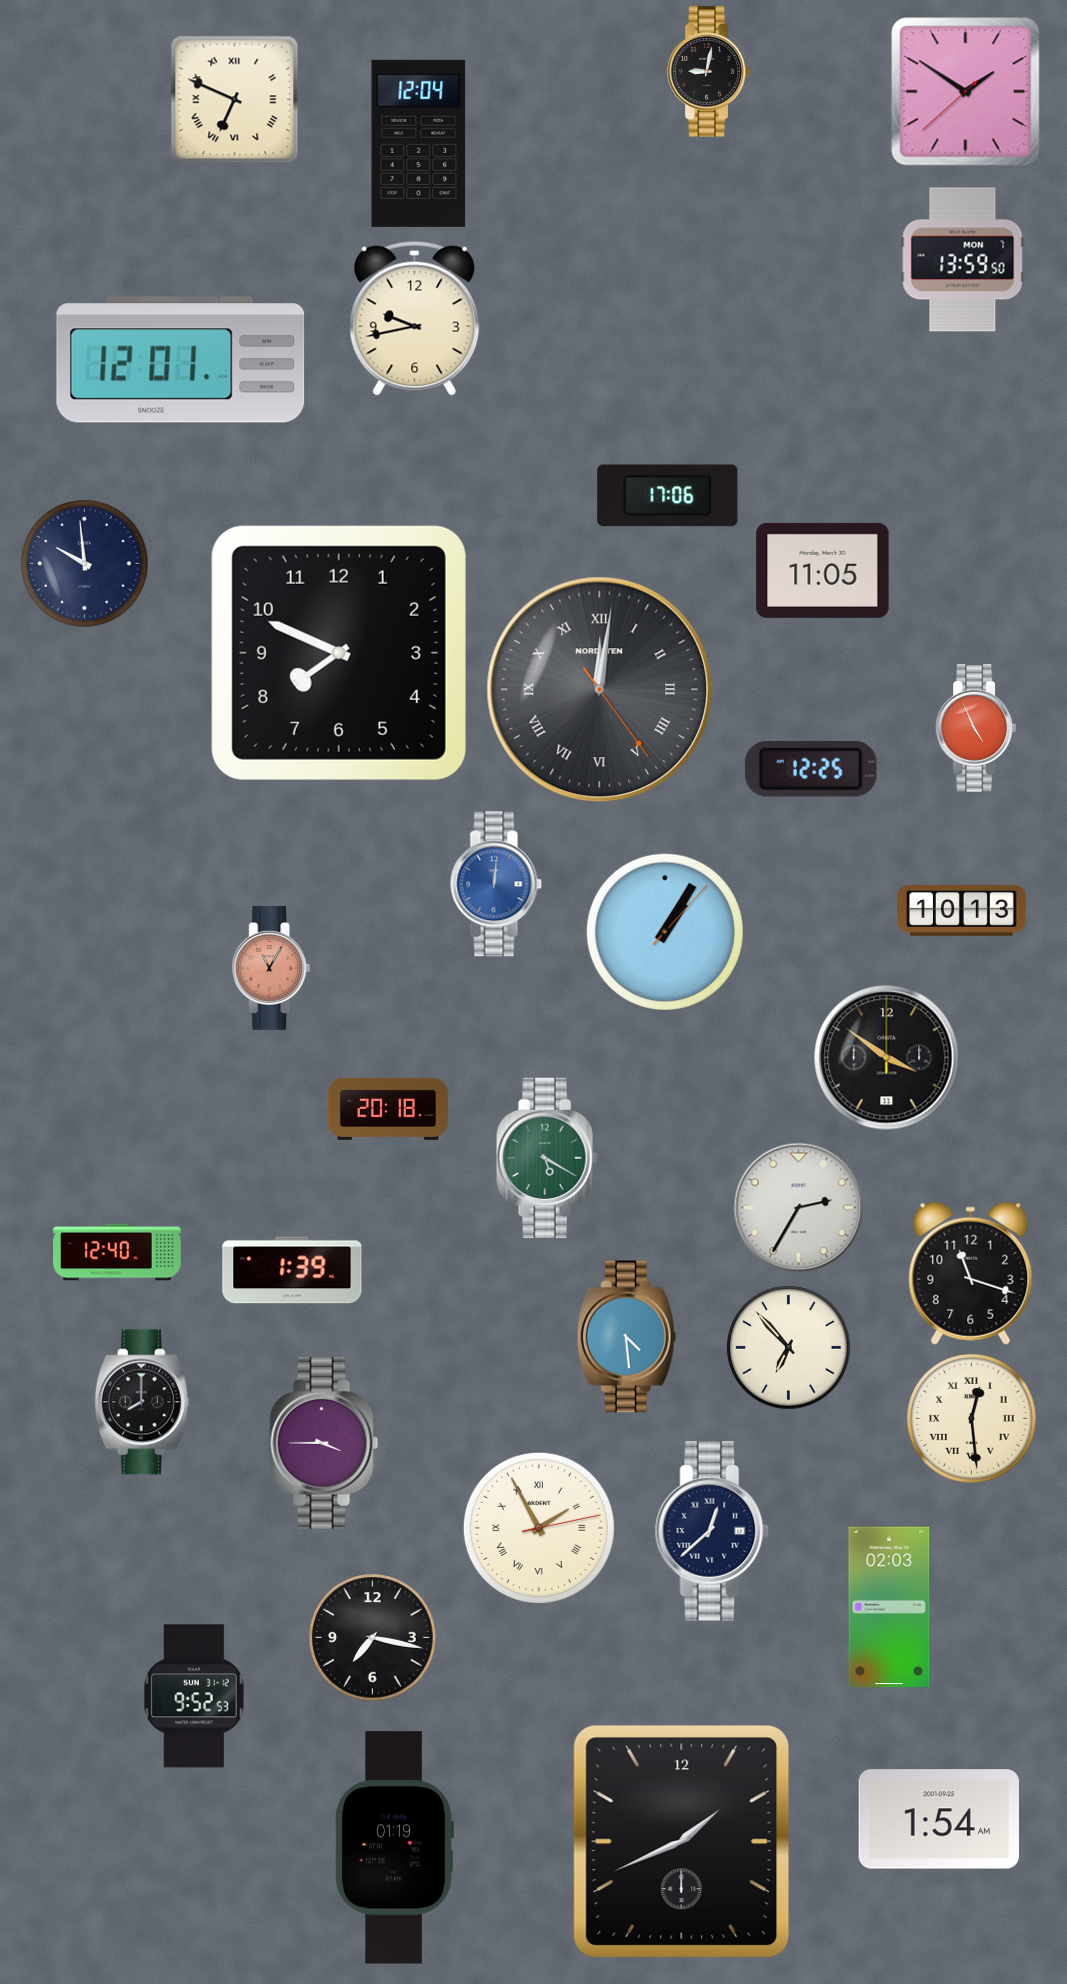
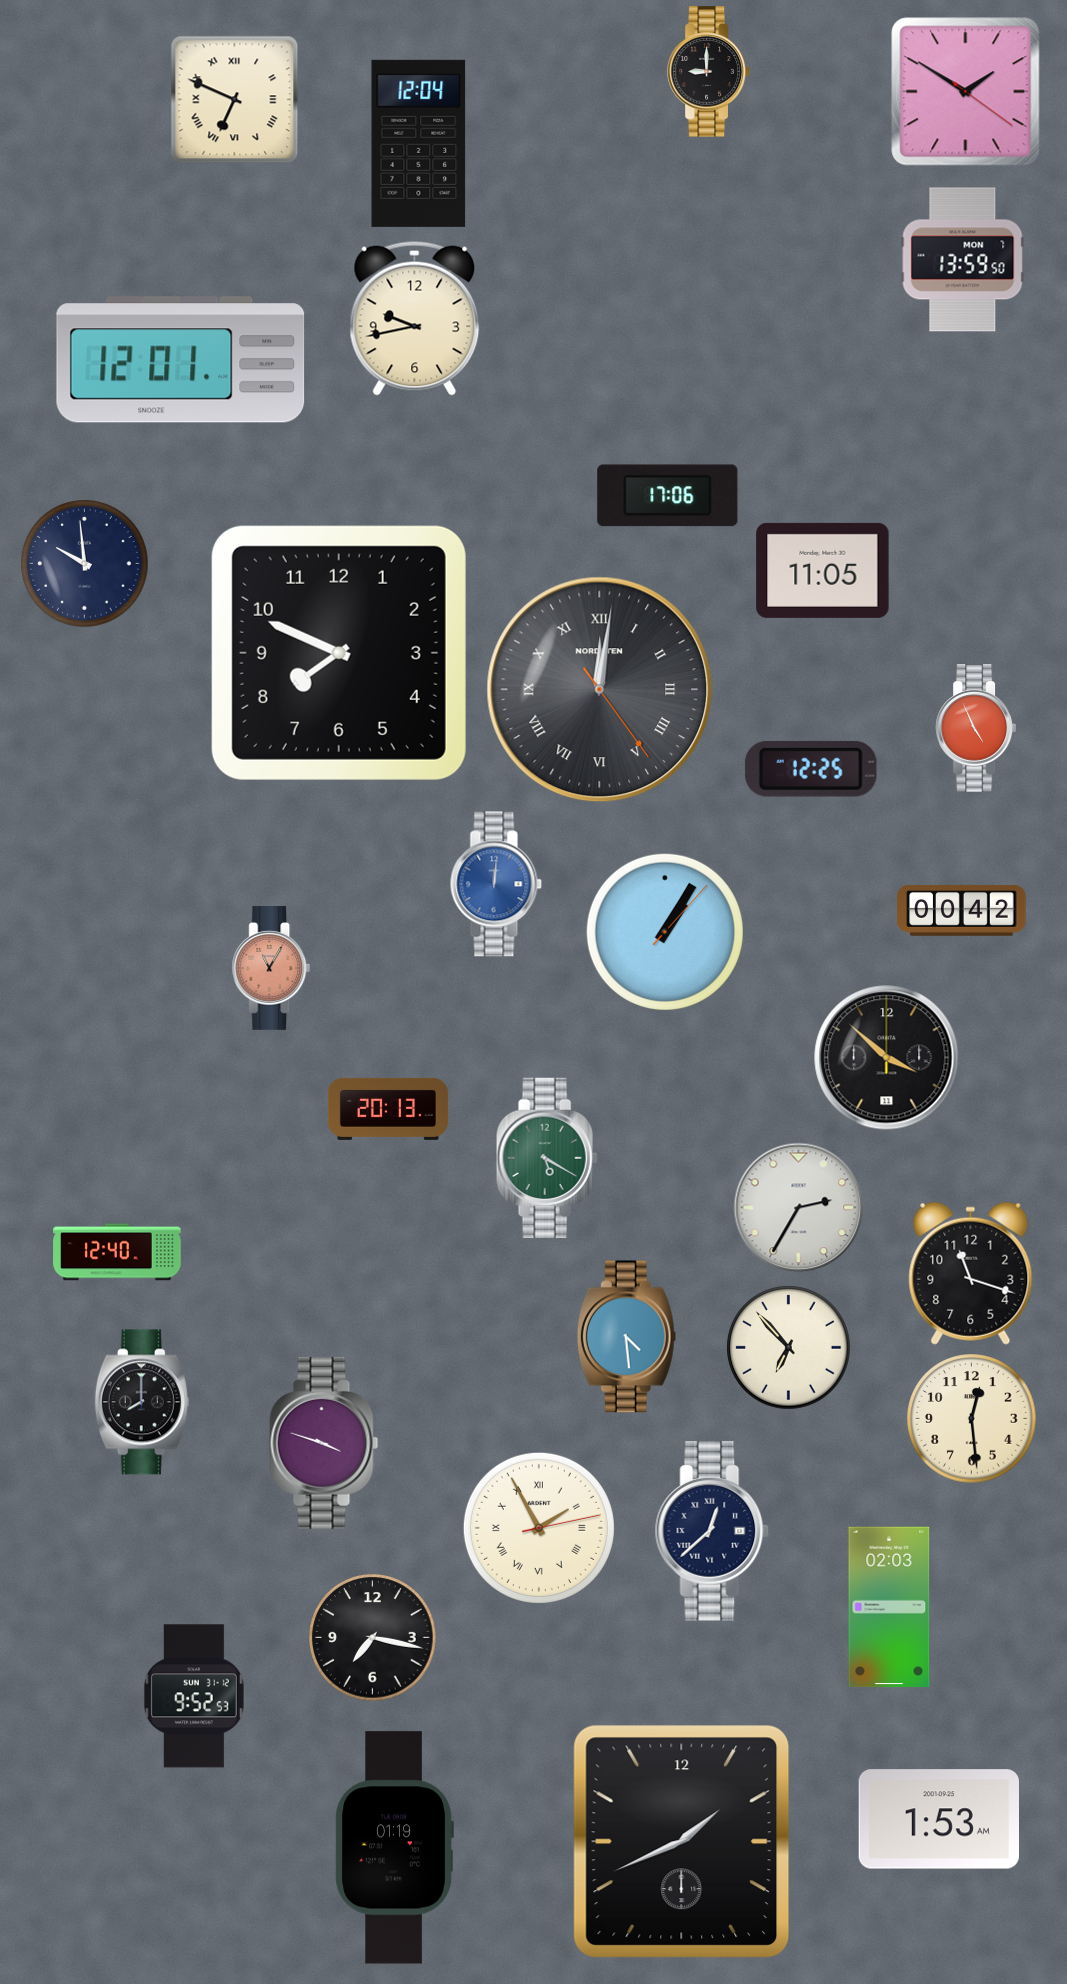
clock at (709, 72): 9:02 -> 9:00
clock at (966, 92): 1:50:38 -> 1:50:21
clock at (962, 911): 10:13 -> 00:42
clock at (887, 1058): 3:51 -> 3:52
clock at (388, 1109): 20:18 -> 20:13
clock at (292, 1270): 1:39 -> none
clock at (972, 1419) numerals: Roman -> Arabic
clock at (324, 1443): 3:45 -> 3:48
clock at (938, 1819): 1:54 -> 1:53
